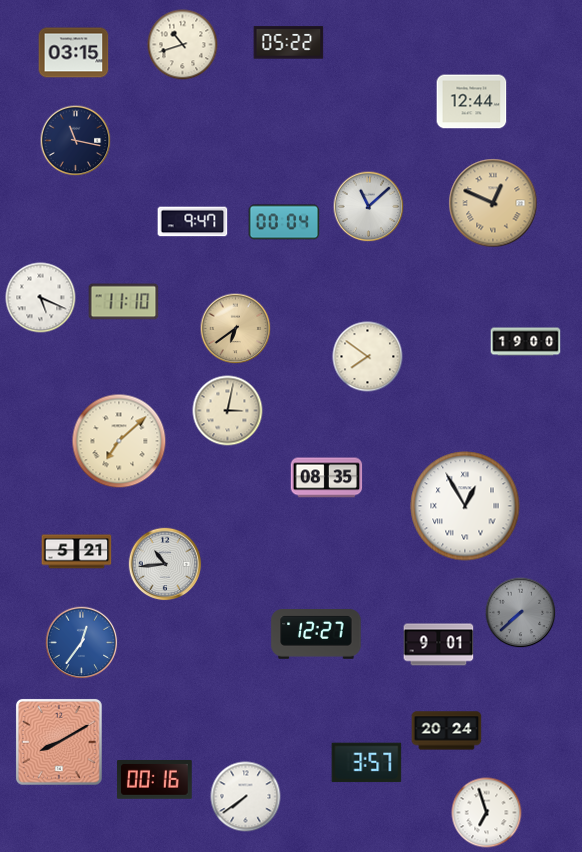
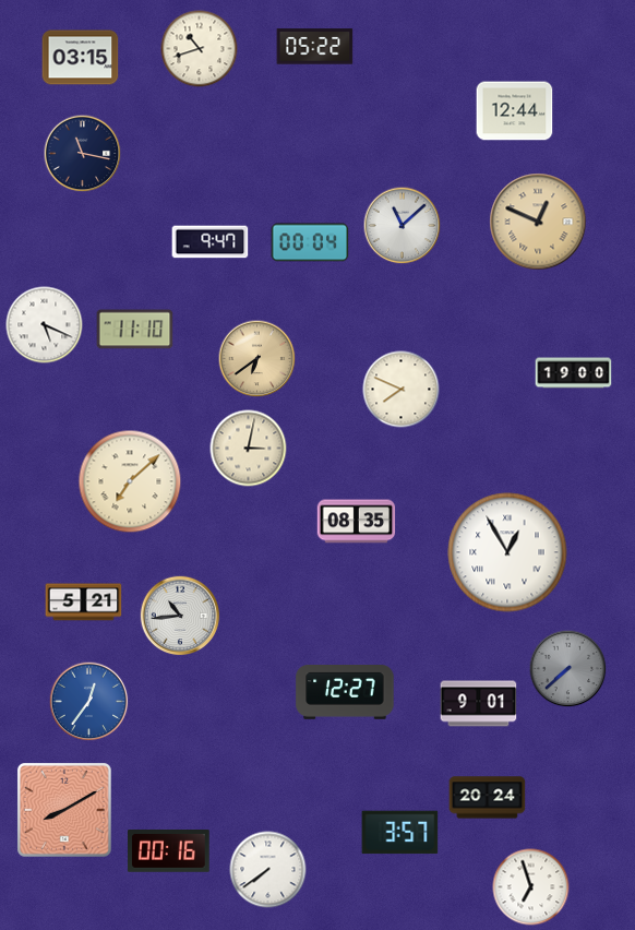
clock at (368, 357): 7:51 -> 7:49
